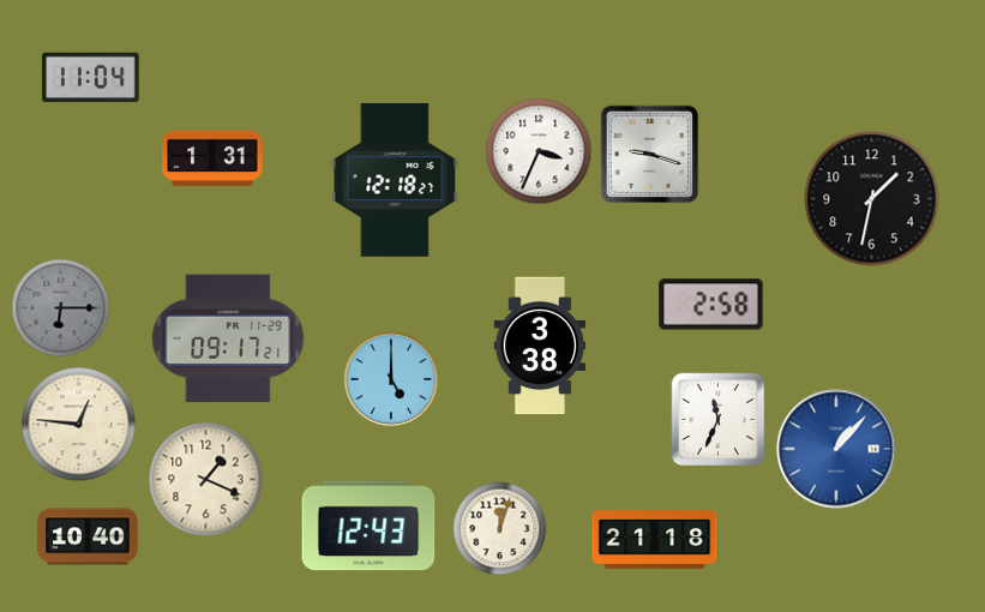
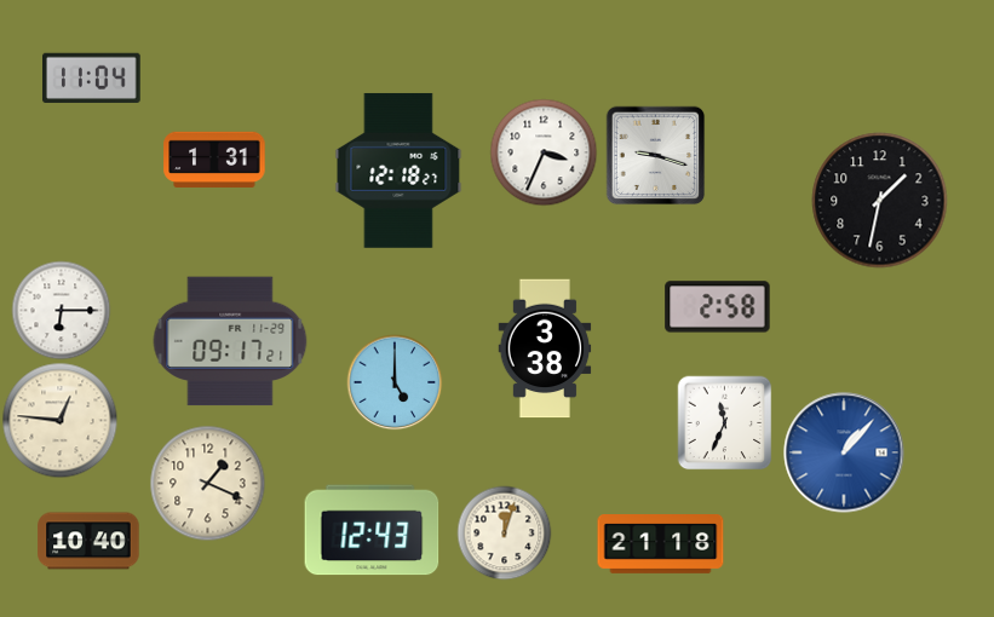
clock at (395, 180) position: (395, 180) -> (398, 171)
clock at (60, 307) dial: grey -> white
clock at (78, 424) position: (78, 424) -> (59, 420)
